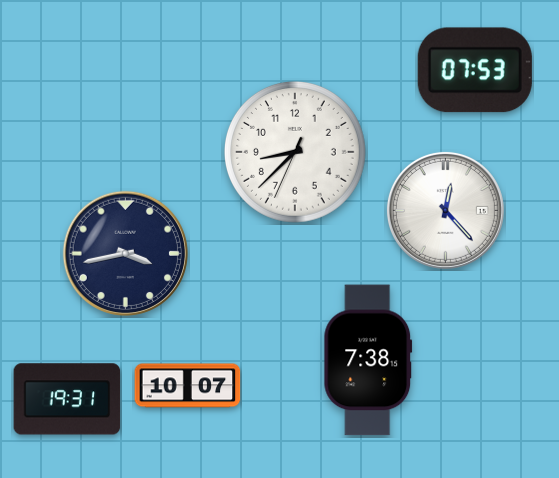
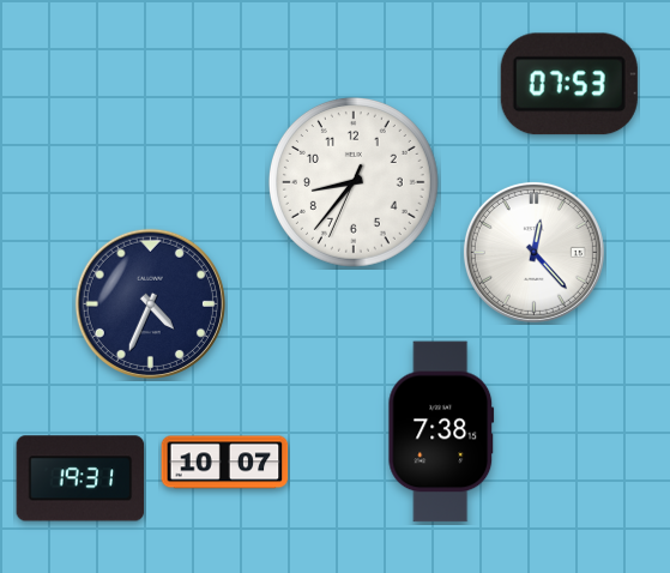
clock at (295, 152): 8:37 -> 8:36
clock at (125, 253): 3:43 -> 4:34
